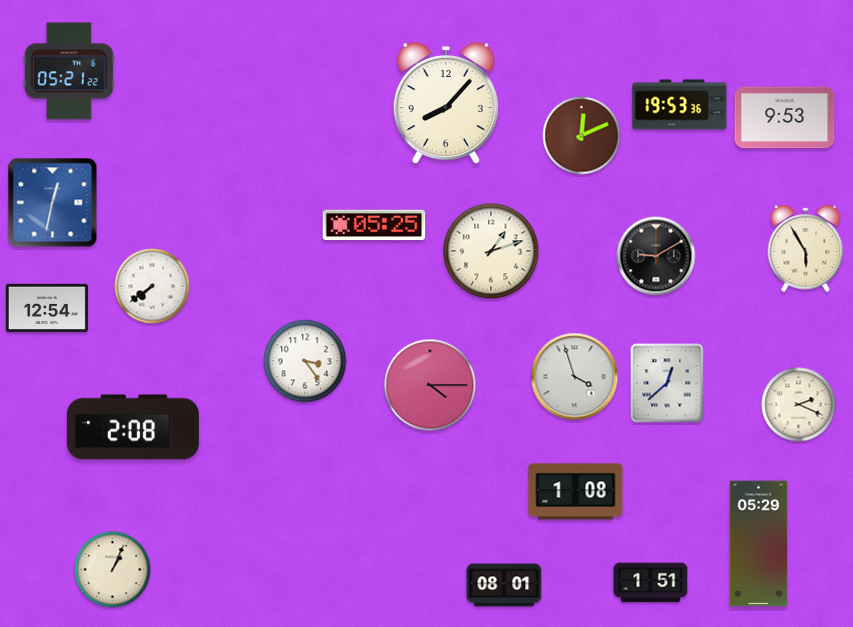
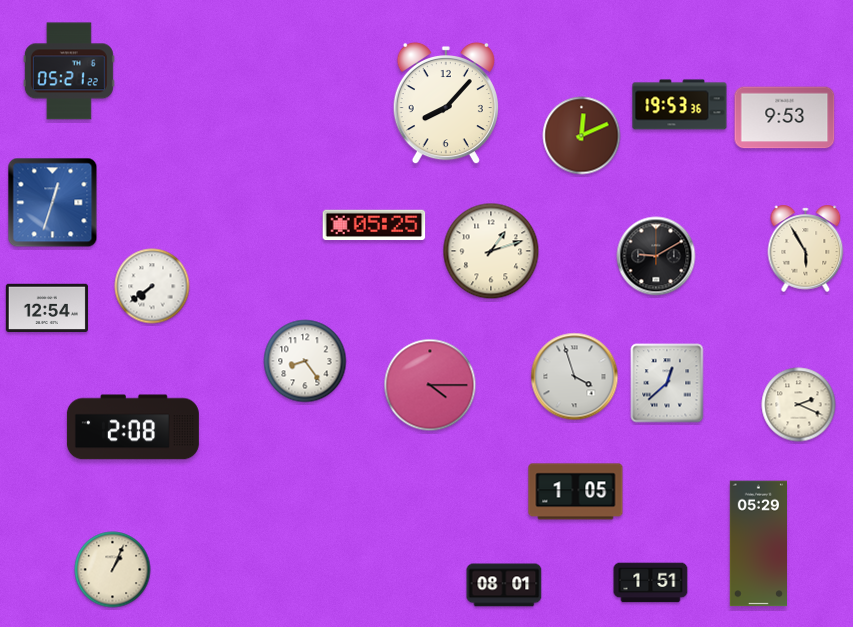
clock at (53, 203): 12:32 -> 12:33
clock at (305, 361): 3:24 -> 8:24
clock at (576, 492): 1:08 -> 1:05
